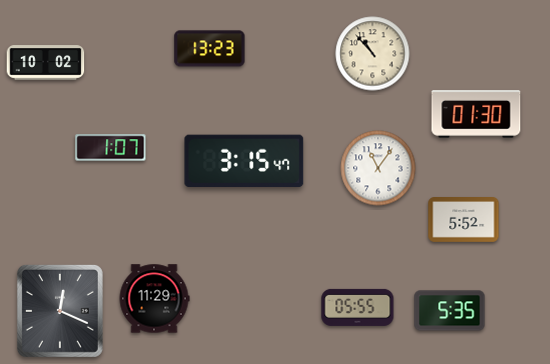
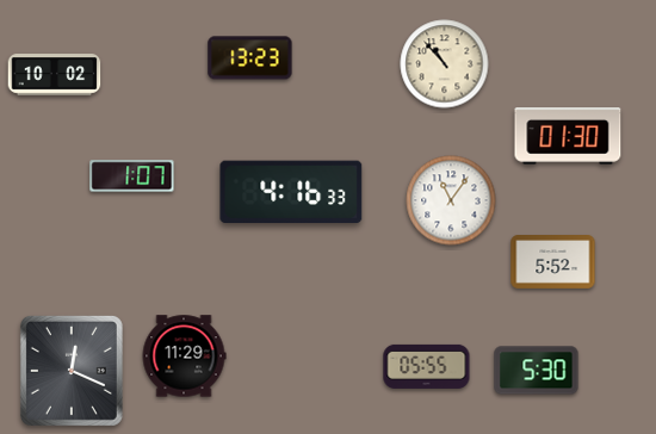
clock at (244, 161): 3:15 -> 4:16
clock at (450, 311): 5:35 -> 5:30
